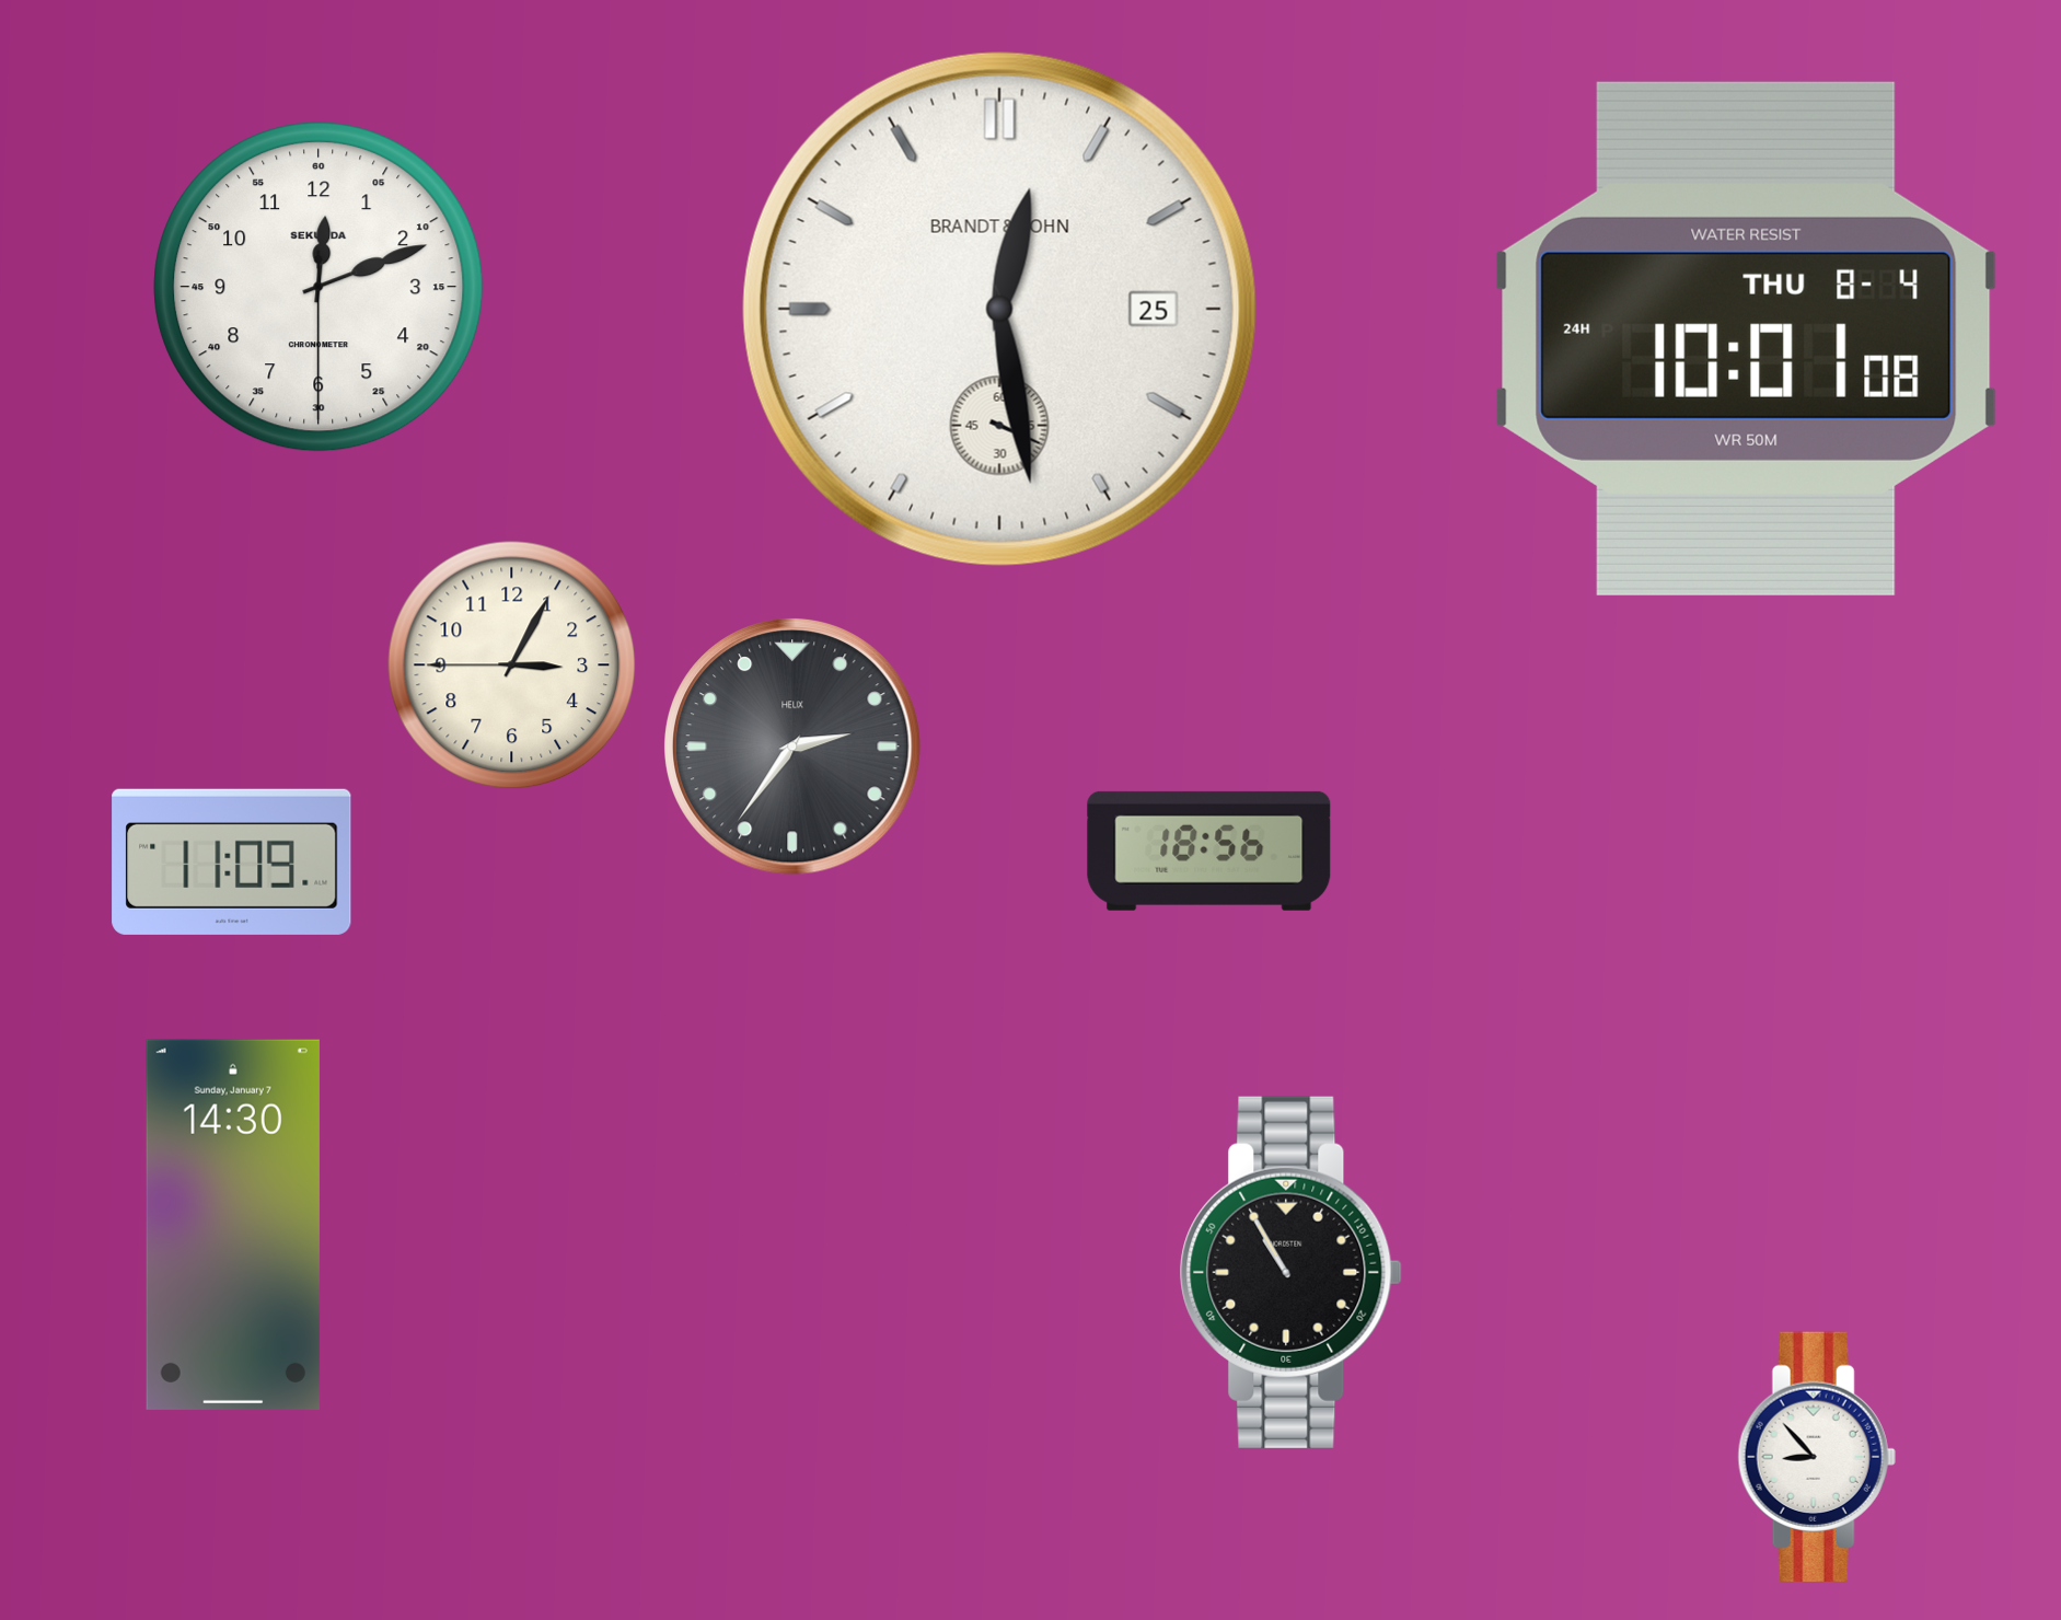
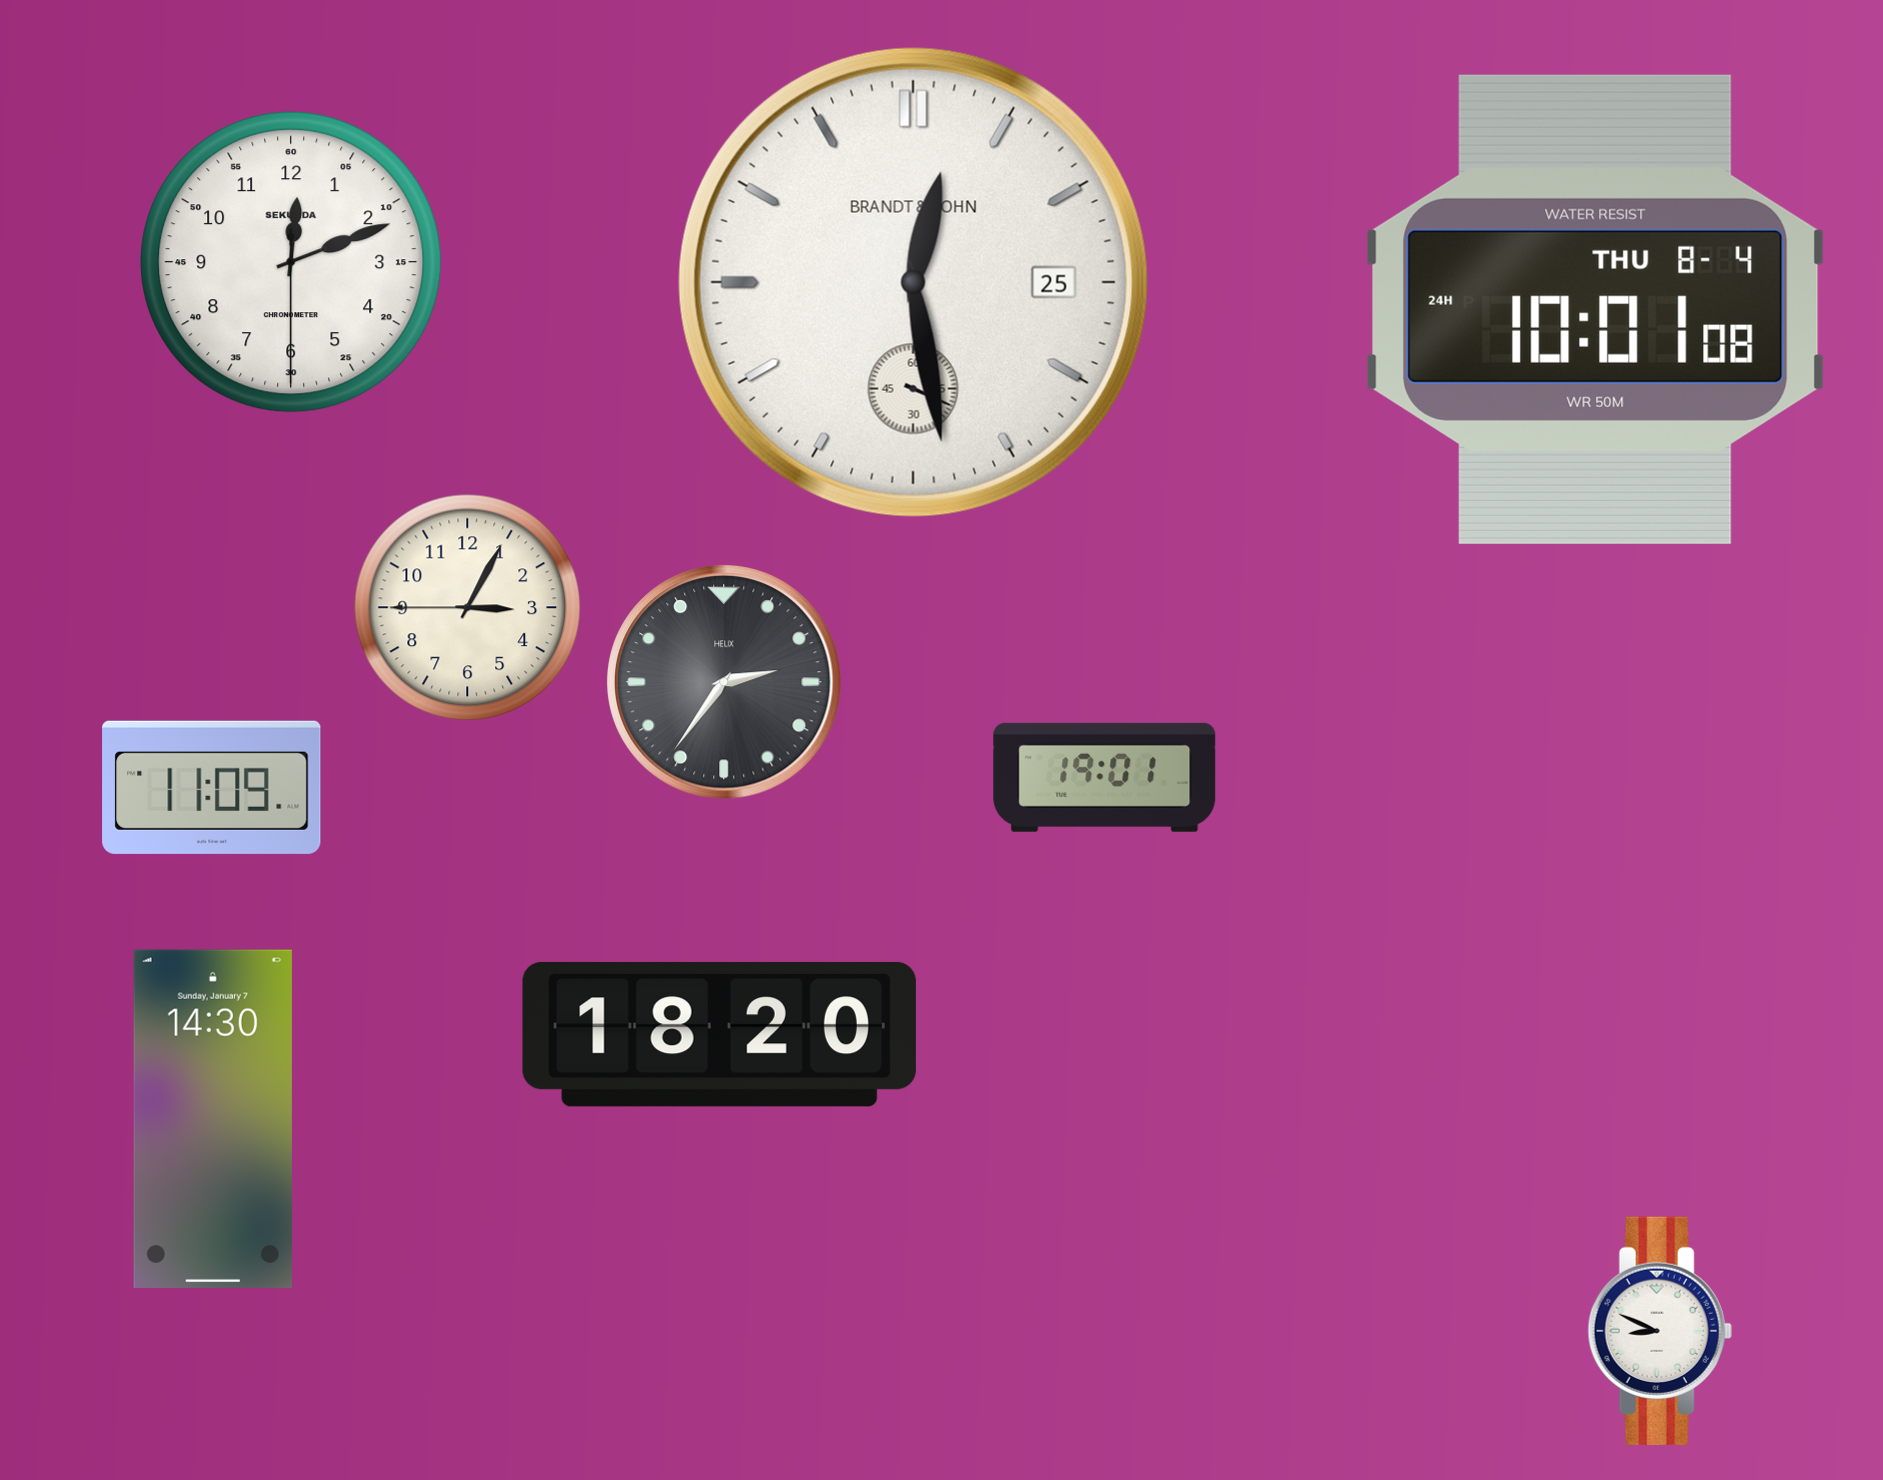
clock at (1209, 850): 18:56 -> 19:01
clock at (719, 1034): none -> 18:20
clock at (1290, 1272): 10:55 -> none
clock at (1817, 1457): 8:53 -> 8:49
